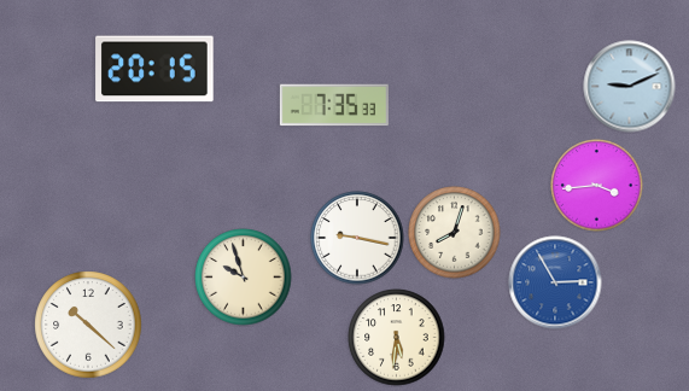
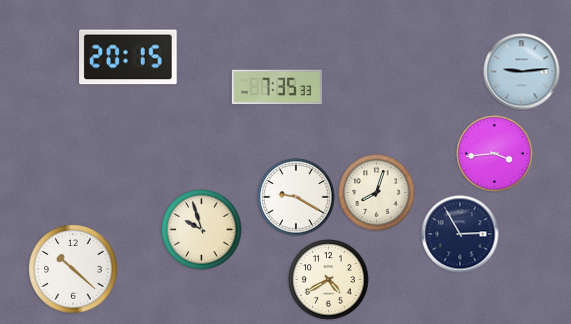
clock at (630, 87): 9:11 -> 9:14
clock at (357, 238): 9:17 -> 9:20
clock at (555, 282) dial: blue -> navy
clock at (397, 338): 5:31 -> 4:40
